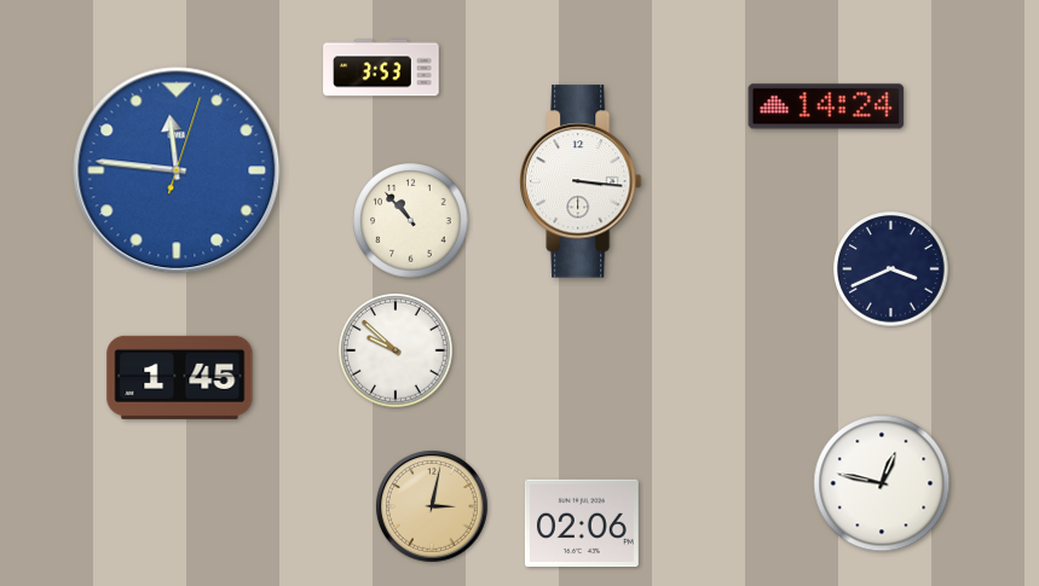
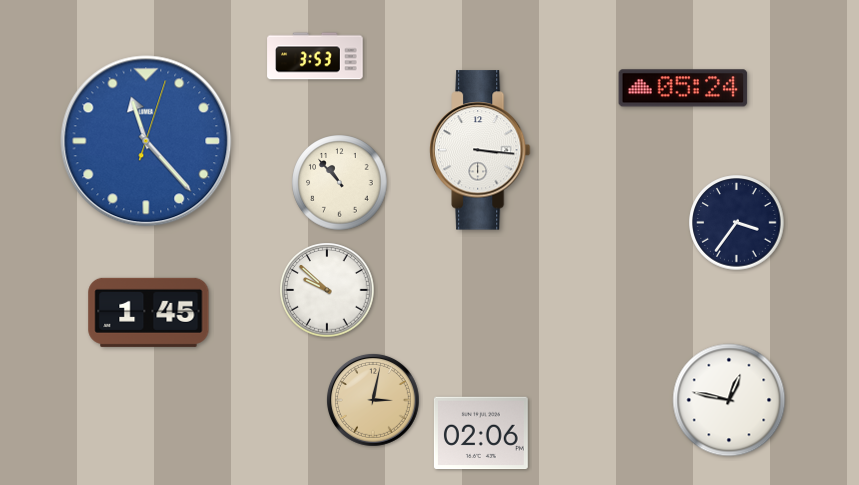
clock at (826, 106): 14:24 -> 05:24
clock at (177, 170): 11:46 -> 11:23
clock at (891, 269): 3:41 -> 3:36
clock at (432, 506) position: (432, 506) -> (373, 400)
